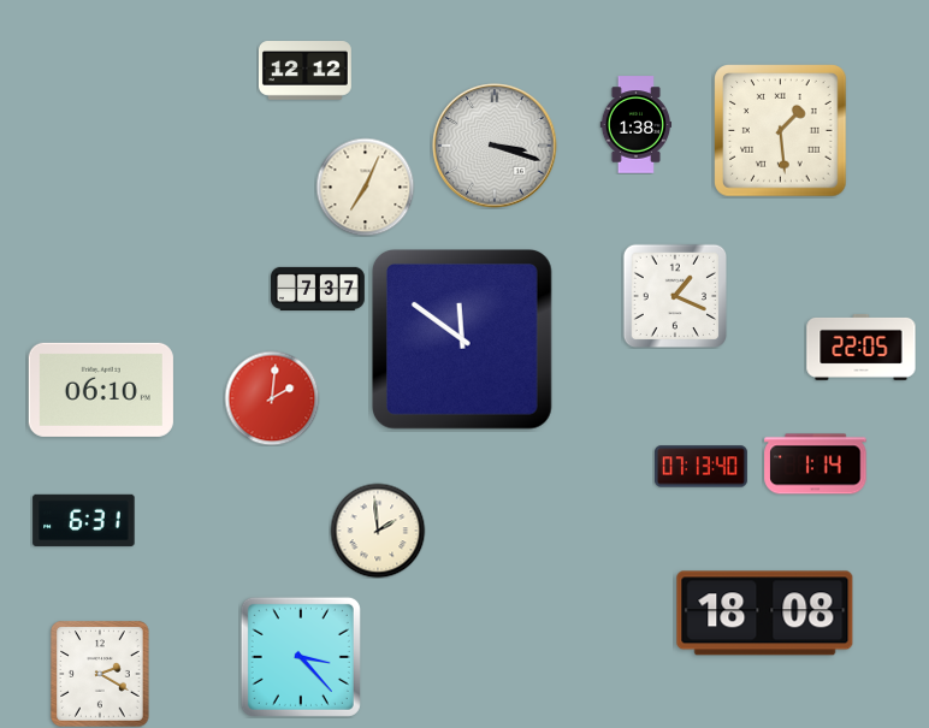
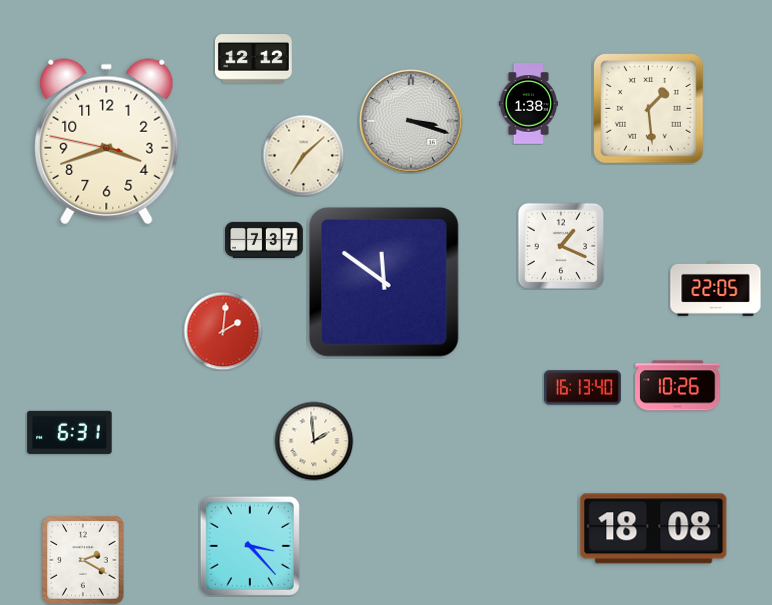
clock at (107, 142): none -> 3:41
clock at (365, 187): 7:04 -> 7:08
clock at (101, 390): 06:10 -> none
clock at (272, 398) position: (272, 398) -> (223, 331)
clock at (816, 464): 1:14 -> 10:26
clock at (700, 467): 07:13 -> 16:13
clock at (765, 614) position: (765, 614) -> (654, 529)
